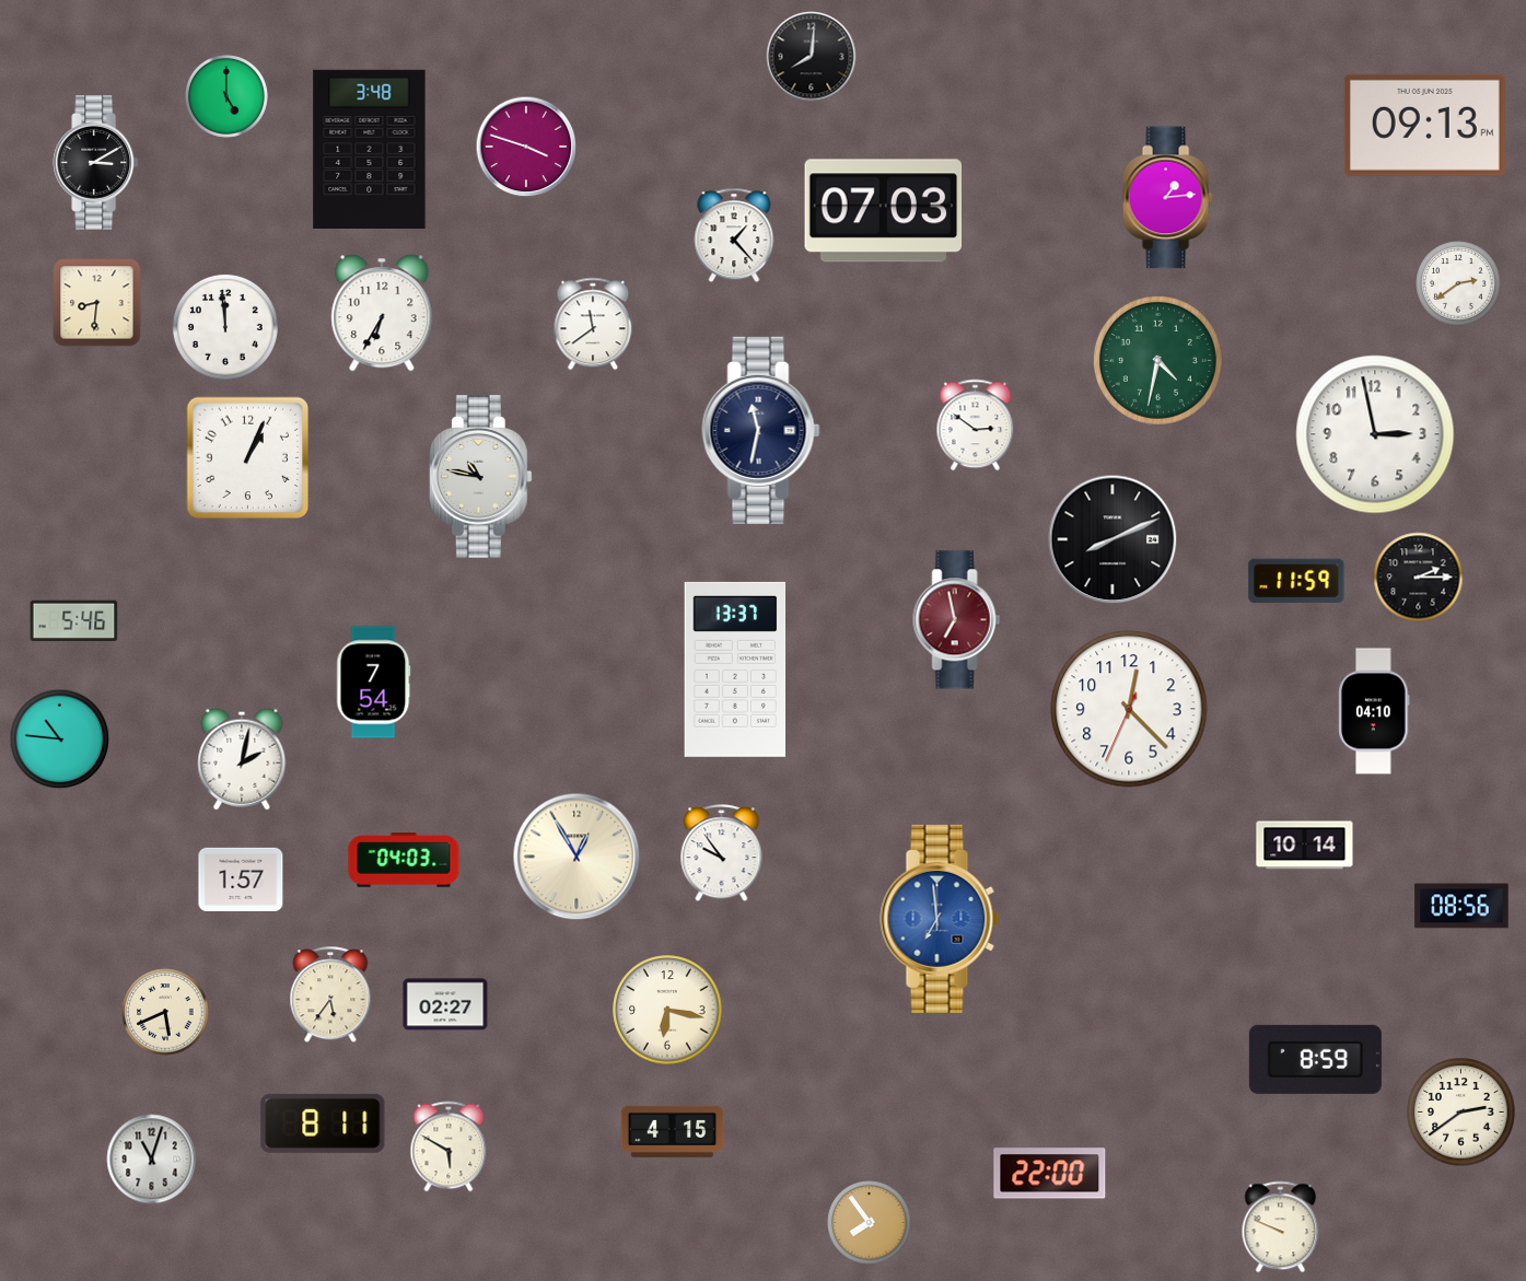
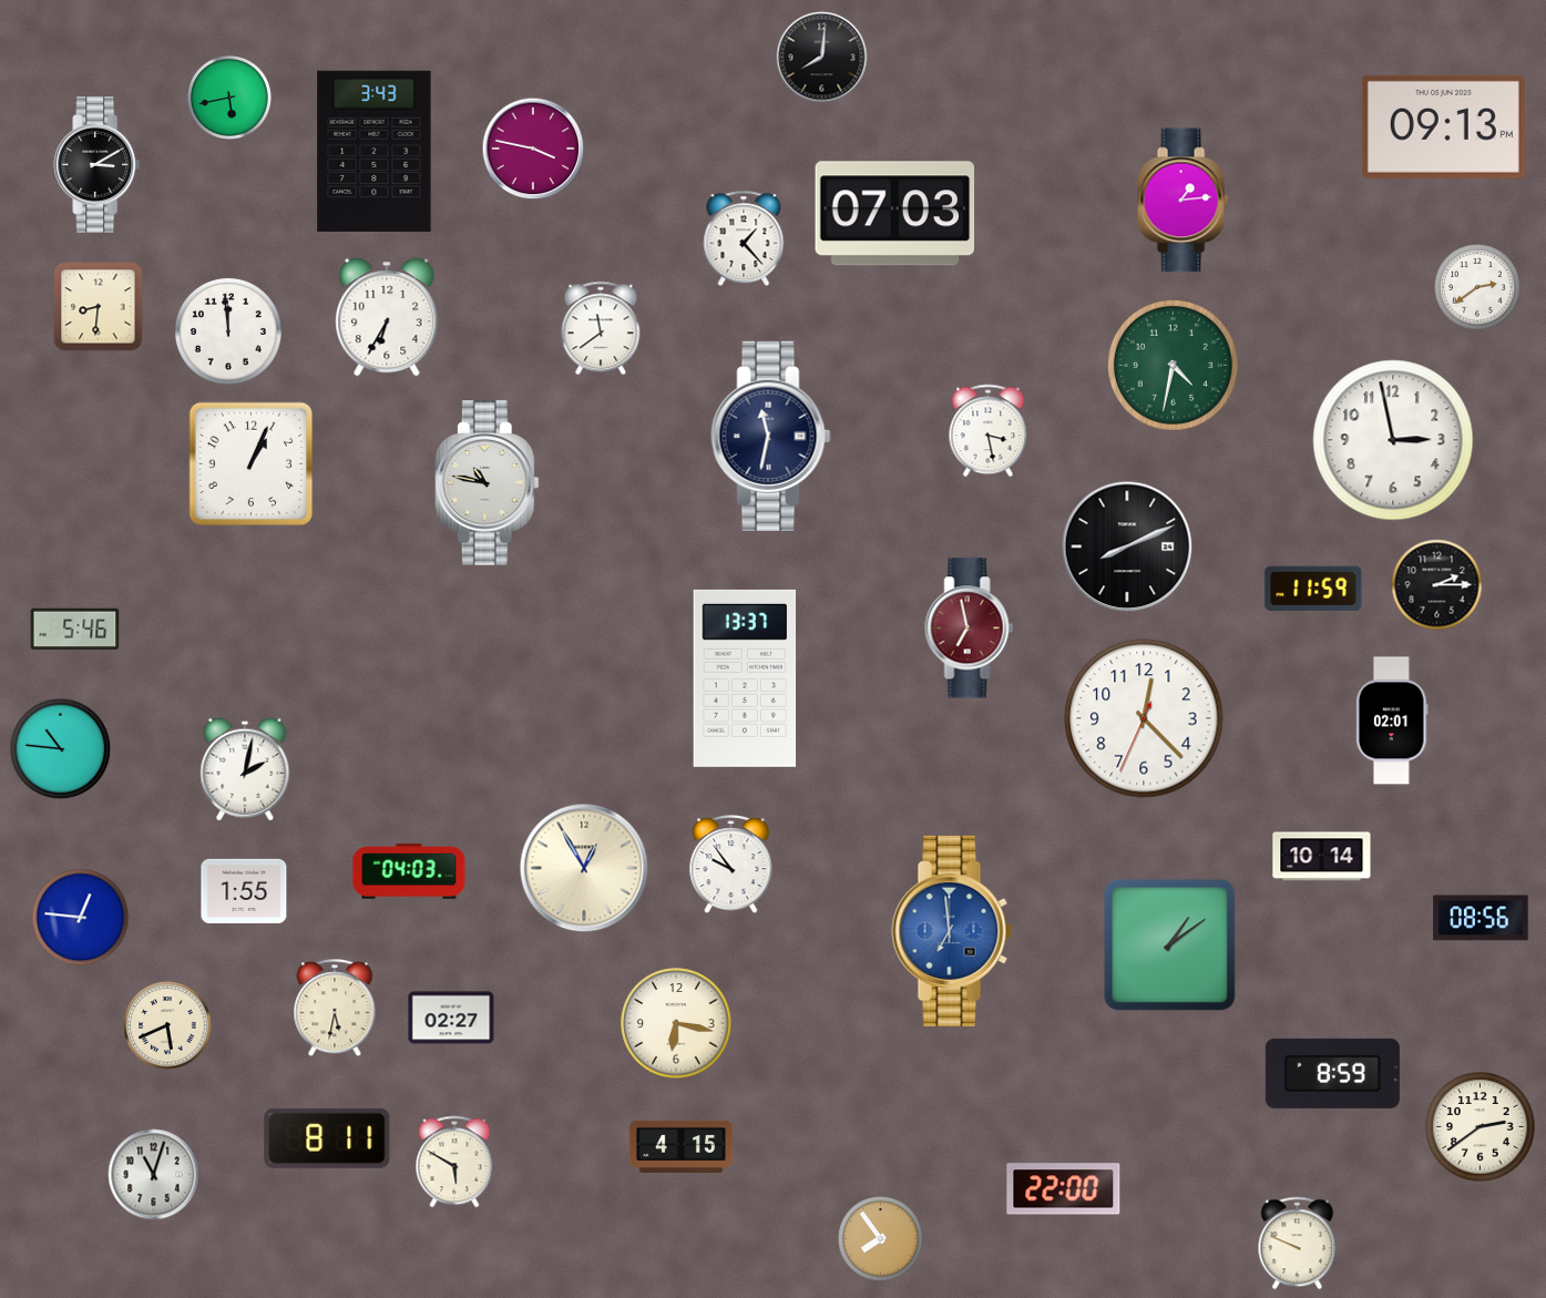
clock at (228, 96): 5:00 -> 5:43
clock at (526, 147): 3:48 -> 3:47
clock at (370, 149): 3:48 -> 3:43
clock at (976, 426): 2:51 -> 3:28
clock at (373, 683): 7:54 -> none
clock at (1374, 711): 04:10 -> 02:01
clock at (241, 878): 1:57 -> 1:55
clock at (81, 918): none -> 12:46
clock at (1170, 946): none -> 1:09
clock at (330, 995): 5:36 -> 5:32
